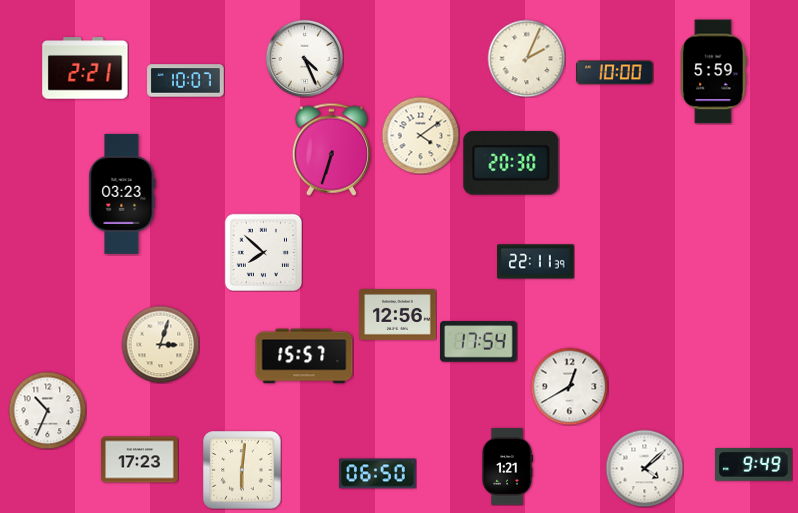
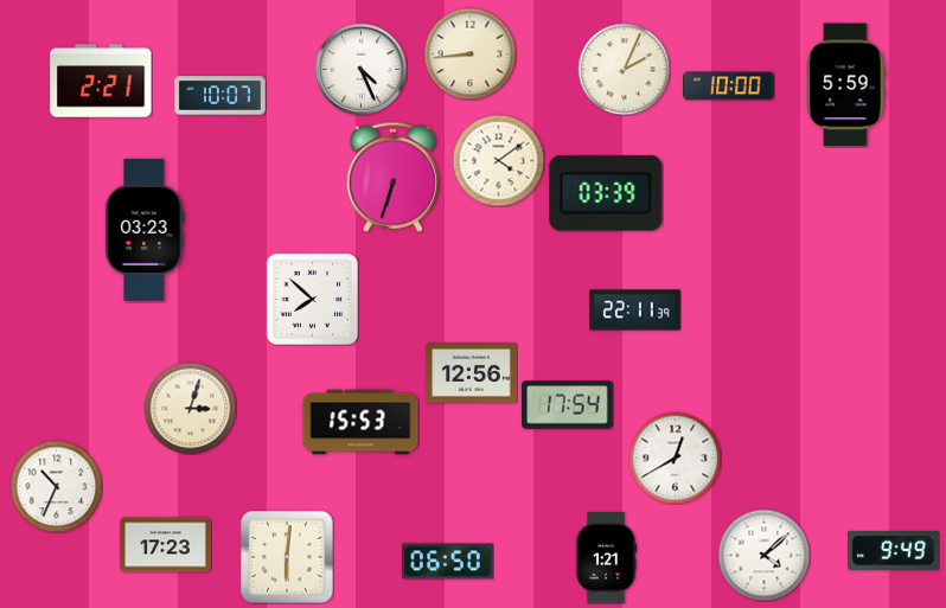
clock at (469, 53): none -> 8:44
clock at (511, 163): 20:30 -> 03:39
clock at (304, 356): 15:57 -> 15:53
clock at (506, 467) position: (506, 467) -> (605, 558)
